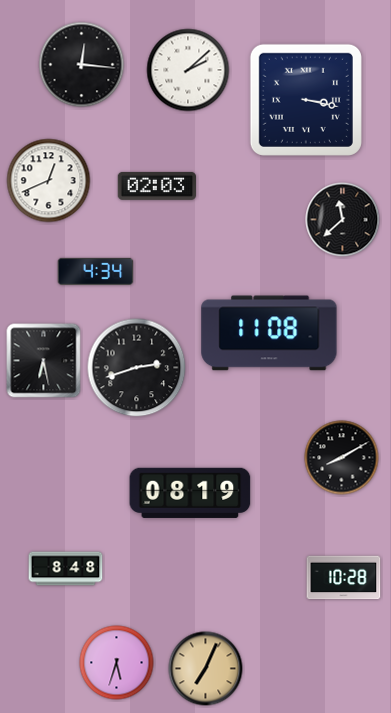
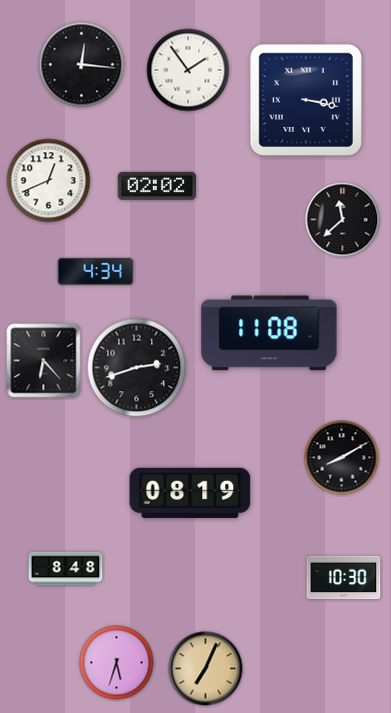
clock at (188, 70): 2:08 -> 1:54
clock at (156, 186): 02:03 -> 02:02
clock at (44, 361): 6:28 -> 6:23
clock at (344, 578): 10:28 -> 10:30
